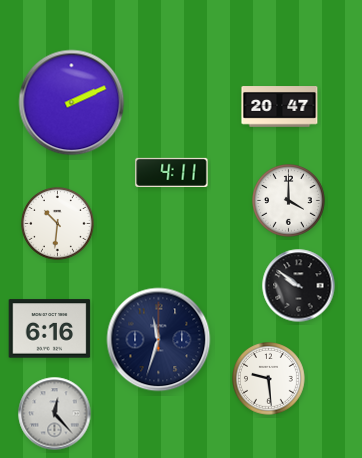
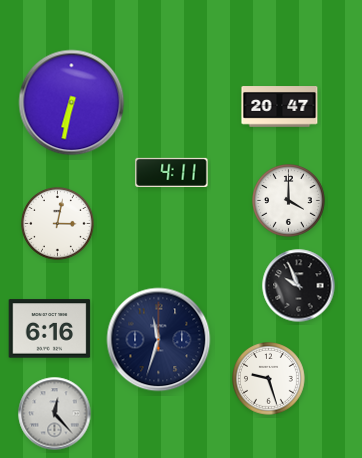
clock at (72, 103): 2:11 -> 6:32
clock at (58, 224): 10:31 -> 3:02
clock at (299, 286): 9:51 -> 9:56
clock at (269, 379): 9:29 -> 9:27
